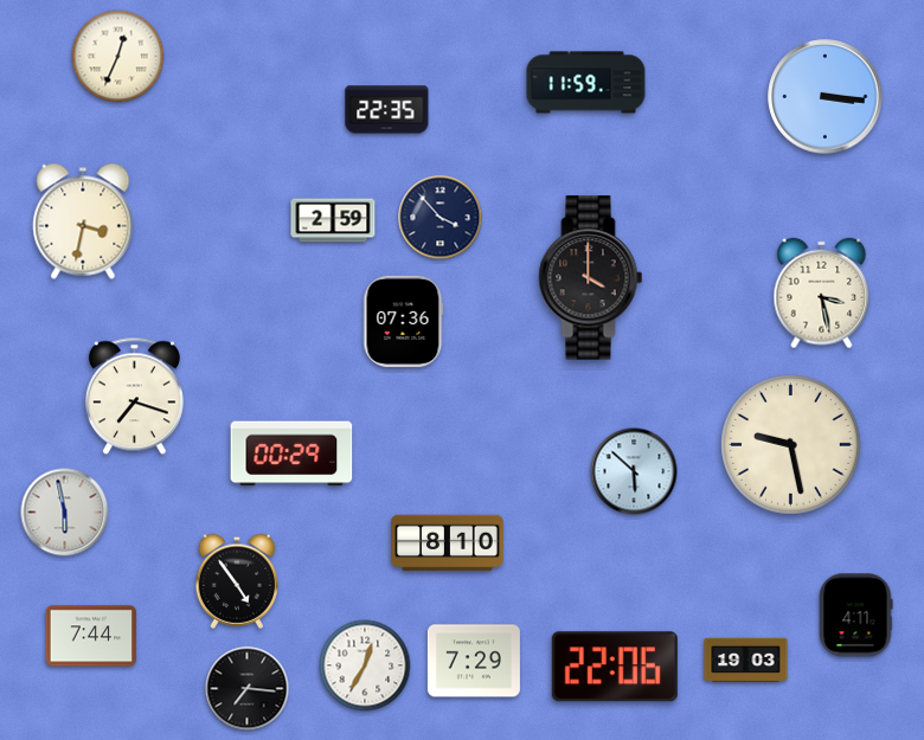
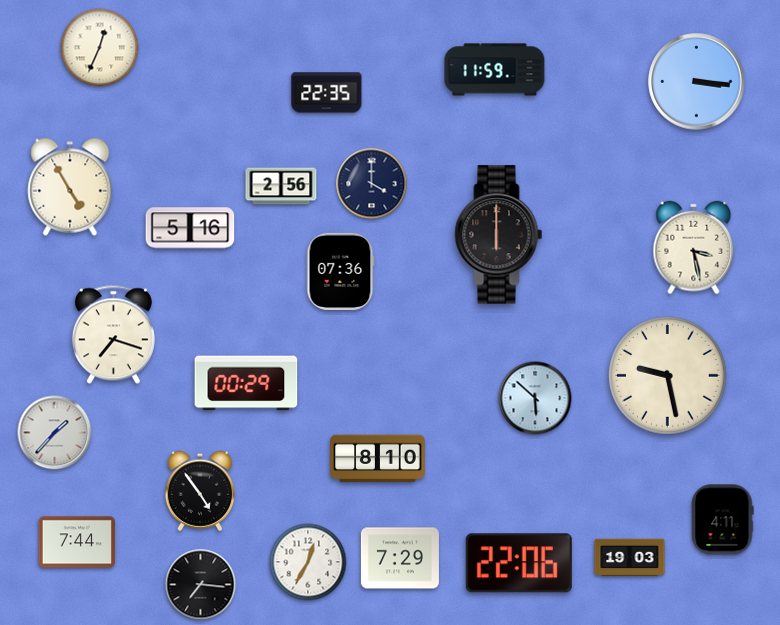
clock at (441, 218): 3:53 -> 4:00
clock at (333, 220): 2:59 -> 2:56
clock at (83, 221): 3:32 -> 4:55
clock at (190, 228): none -> 5:16
clock at (591, 278): 4:00 -> 6:00
clock at (65, 513): 5:58 -> 1:37
clock at (91, 636) position: (91, 636) -> (77, 542)
clock at (248, 689) position: (248, 689) -> (201, 585)
